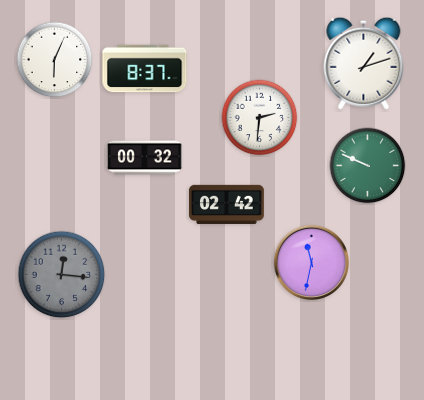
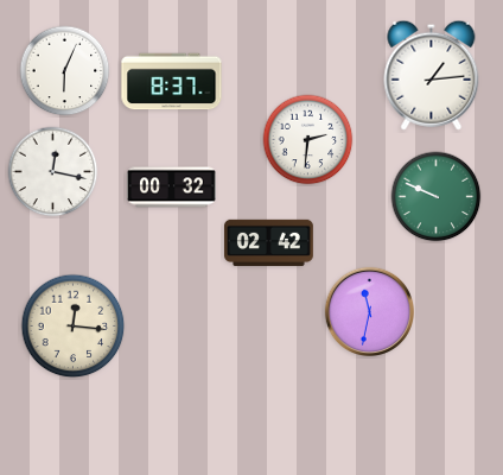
clock at (364, 63): 1:12 -> 1:14
clock at (53, 172): none -> 12:17
clock at (62, 275) dial: grey -> cream
